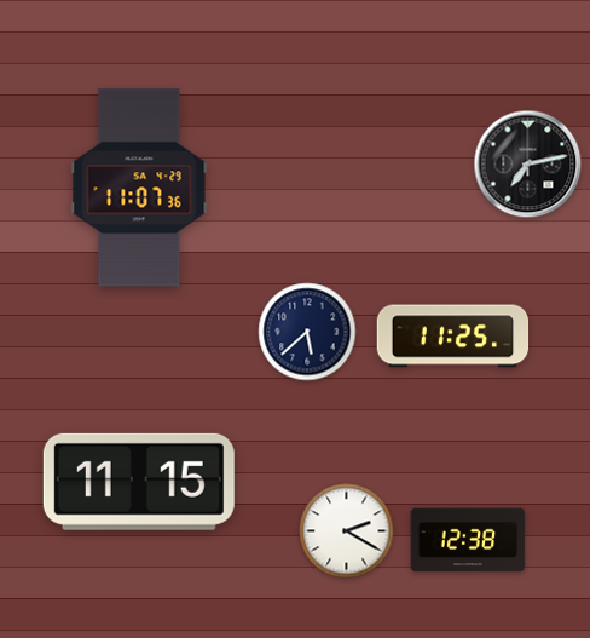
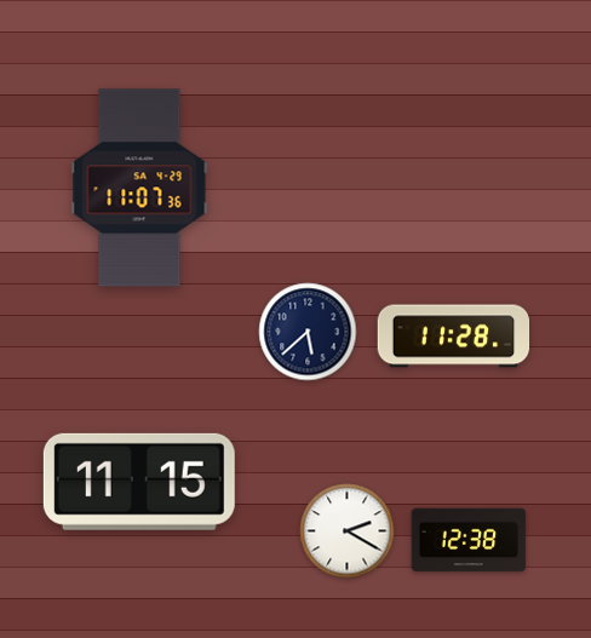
clock at (528, 165): 7:13 -> none
clock at (453, 337): 11:25 -> 11:28
